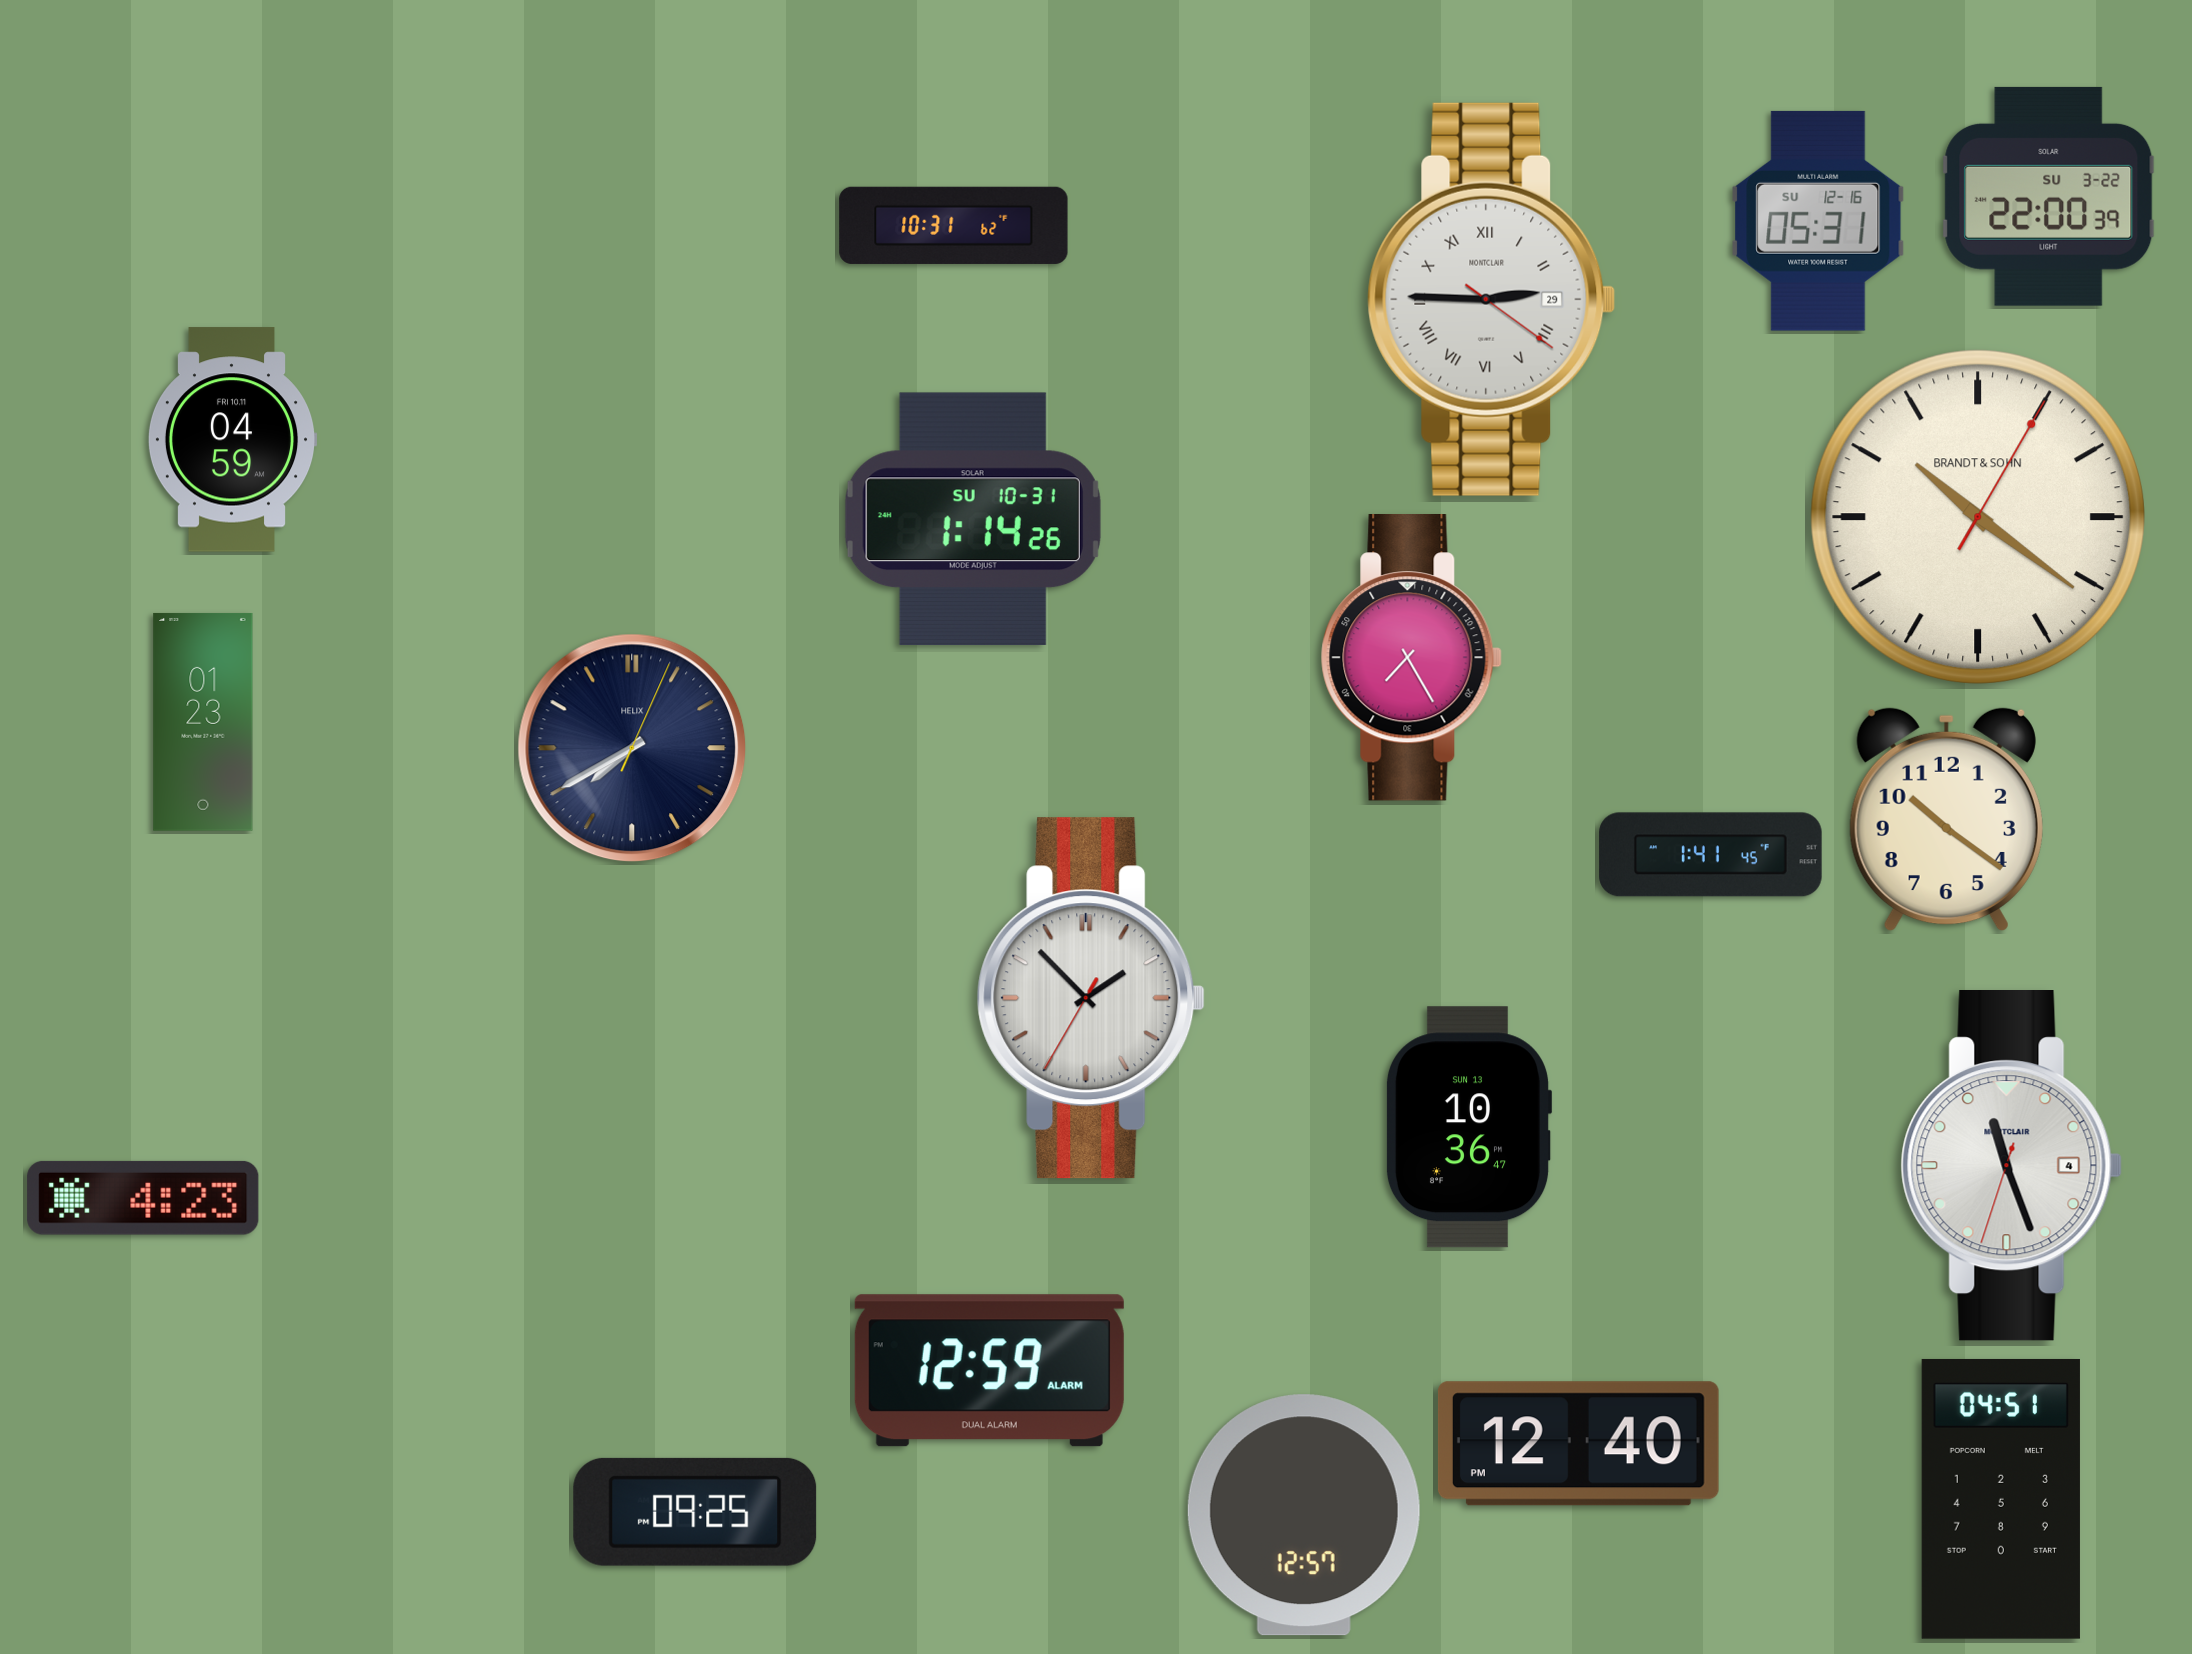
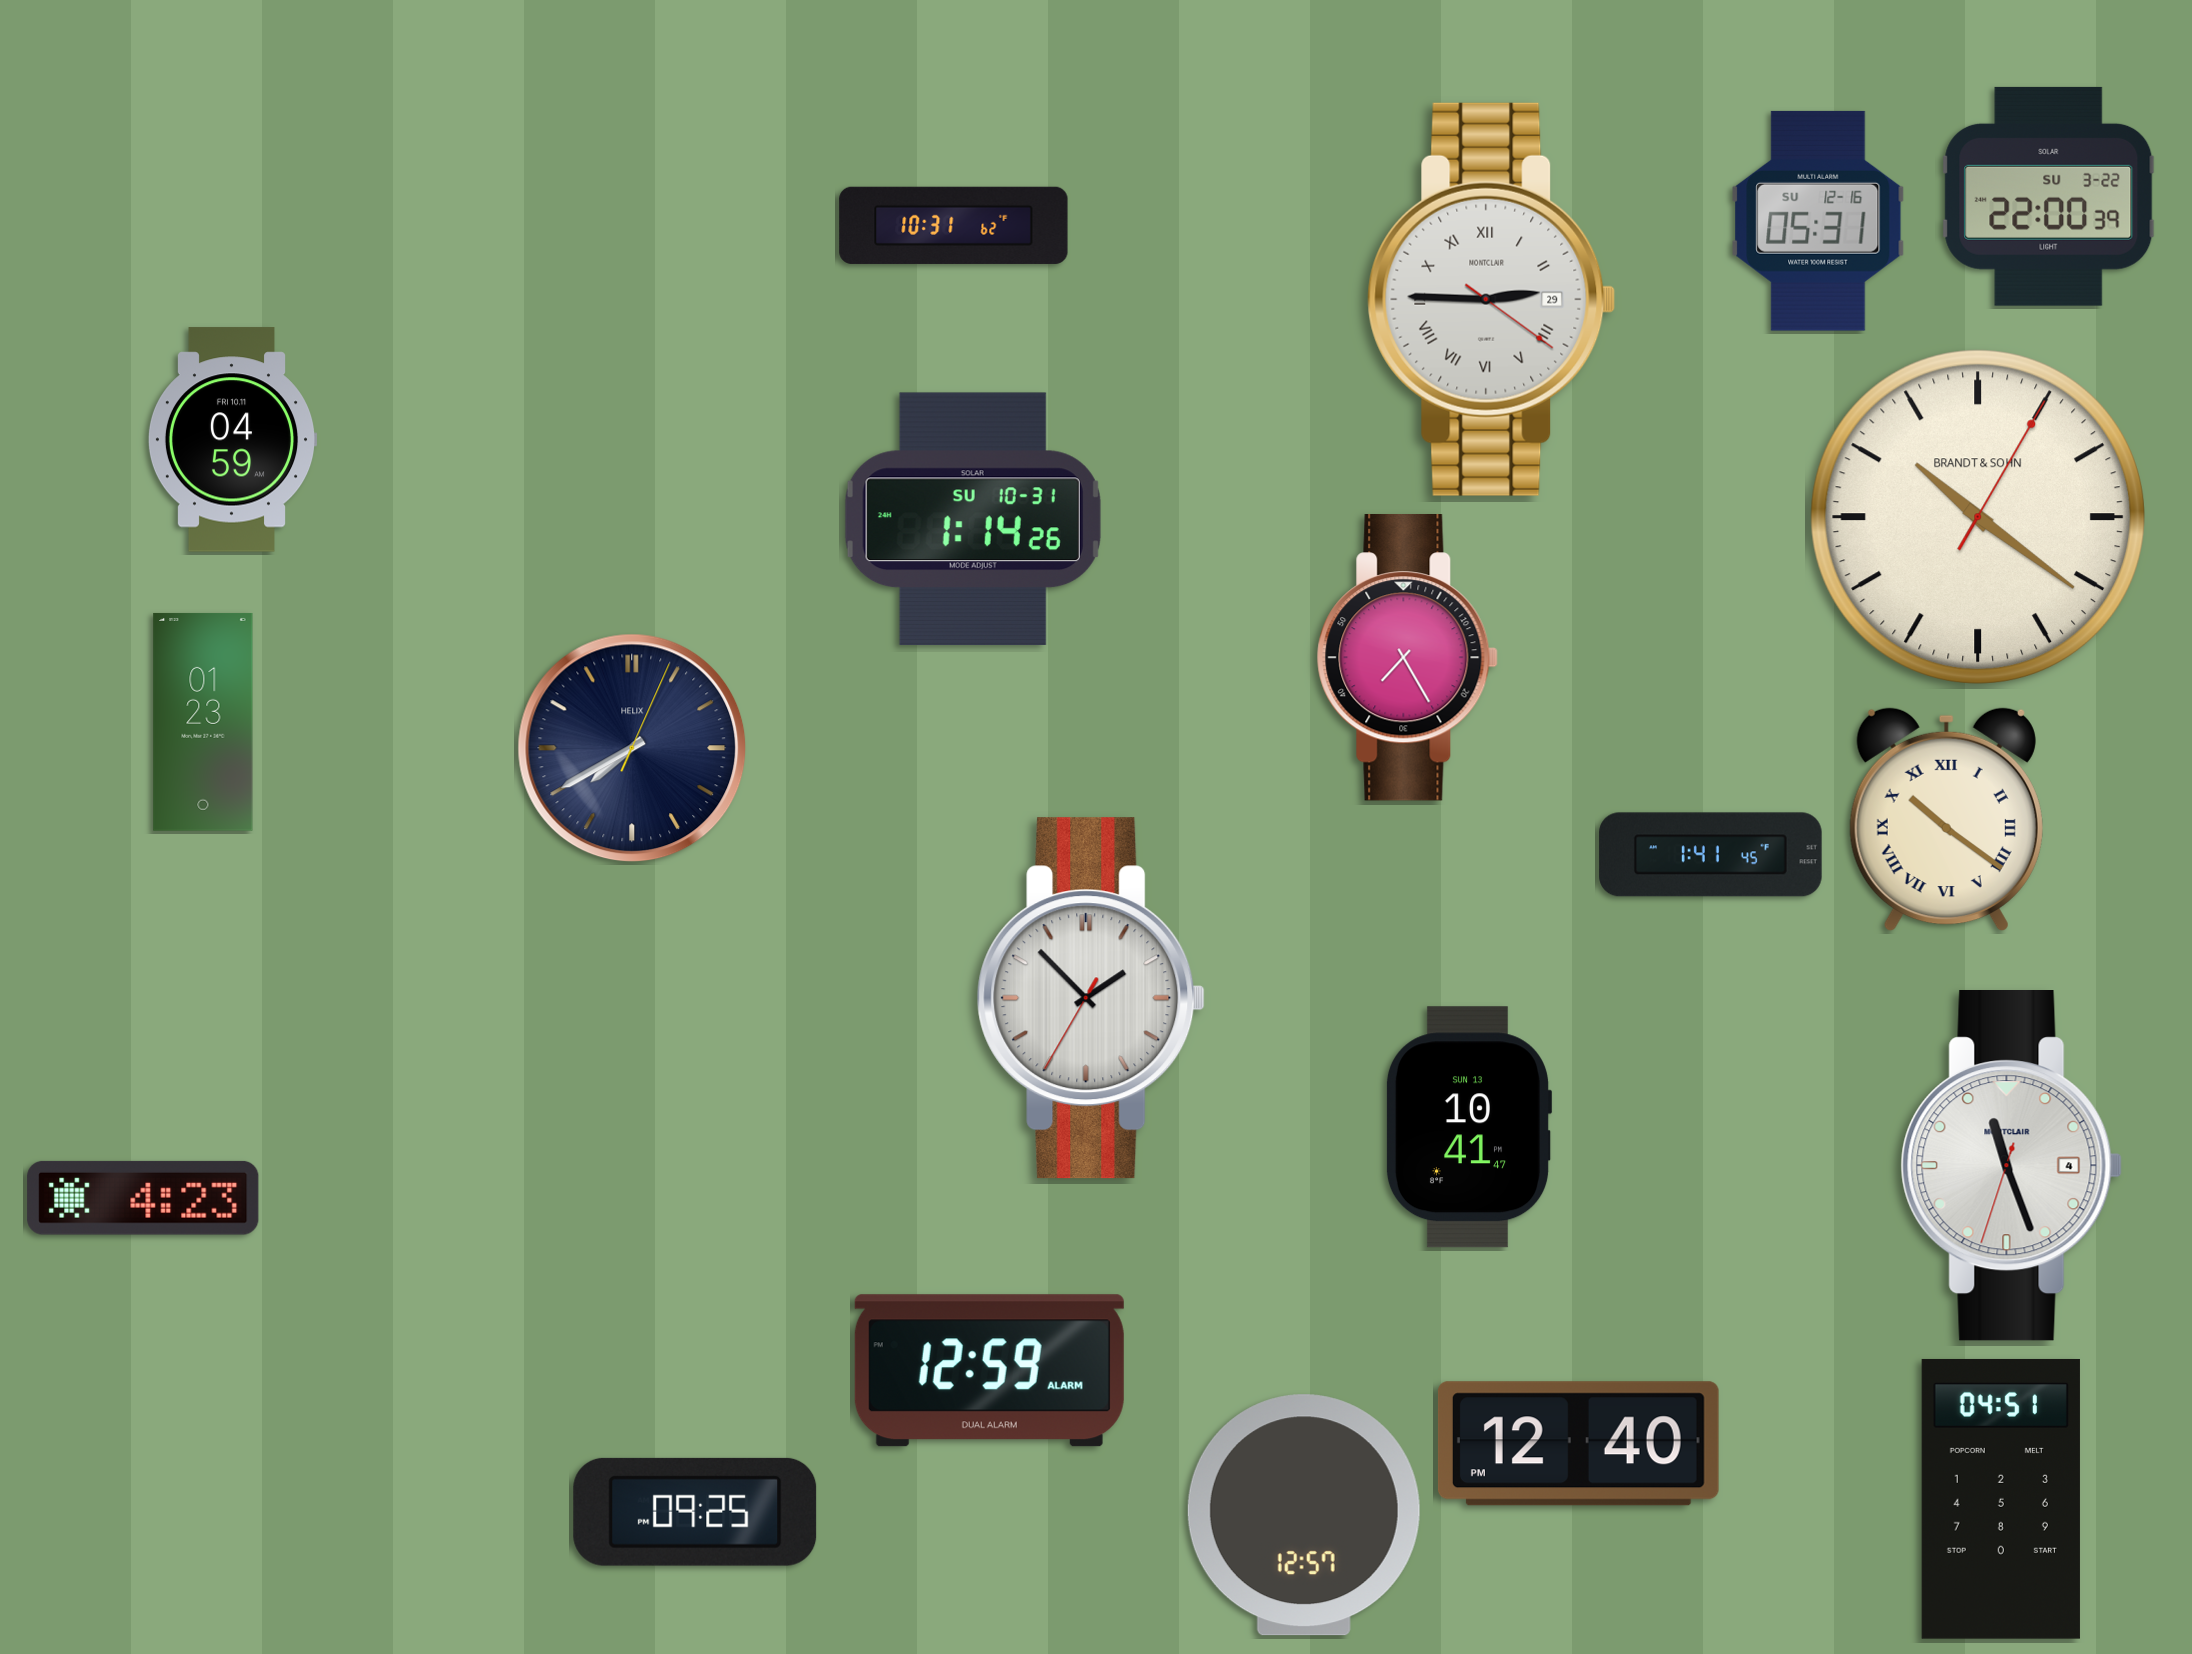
clock at (1411, 658) position: (1411, 658) -> (1407, 658)
clock at (1946, 820) numerals: Arabic -> Roman
clock at (1469, 1127): 10:36 -> 10:41
